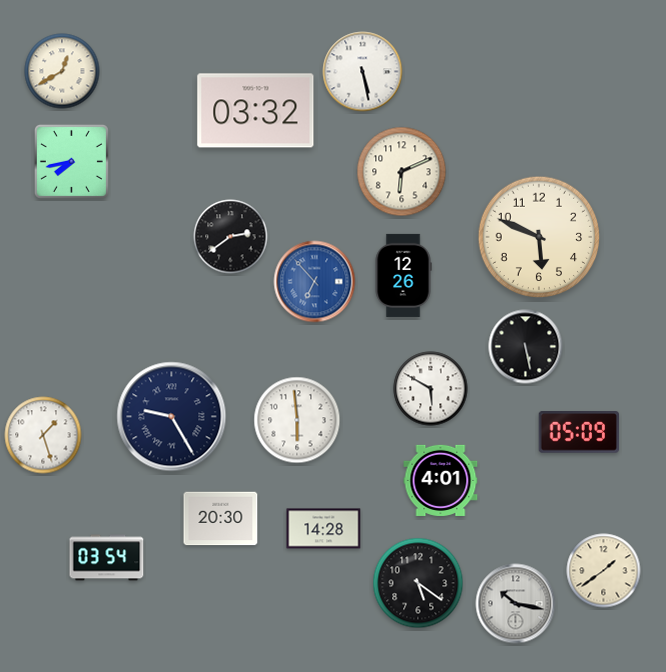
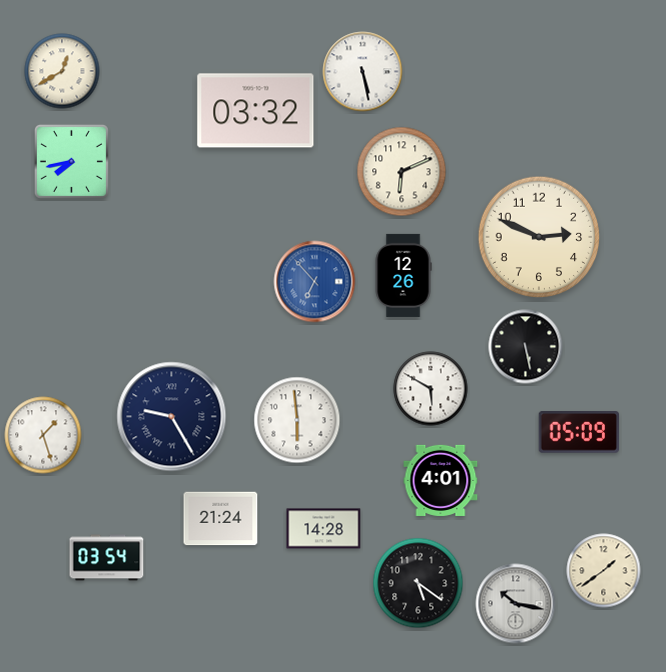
clock at (231, 237): 2:39 -> none
clock at (539, 237): 5:49 -> 2:49
clock at (221, 519): 20:30 -> 21:24
